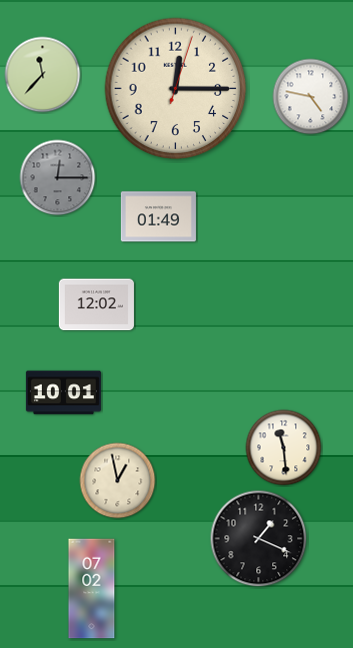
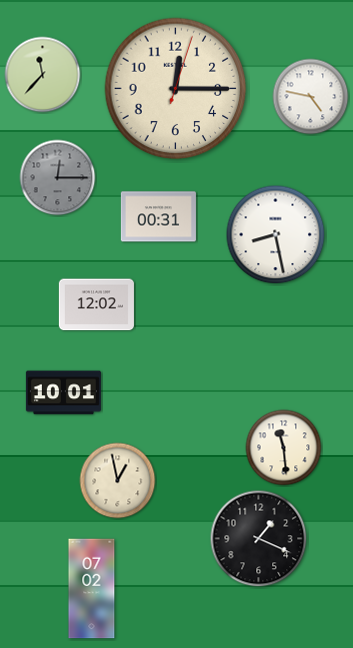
clock at (158, 217): 01:49 -> 00:31
clock at (276, 235): none -> 8:28
